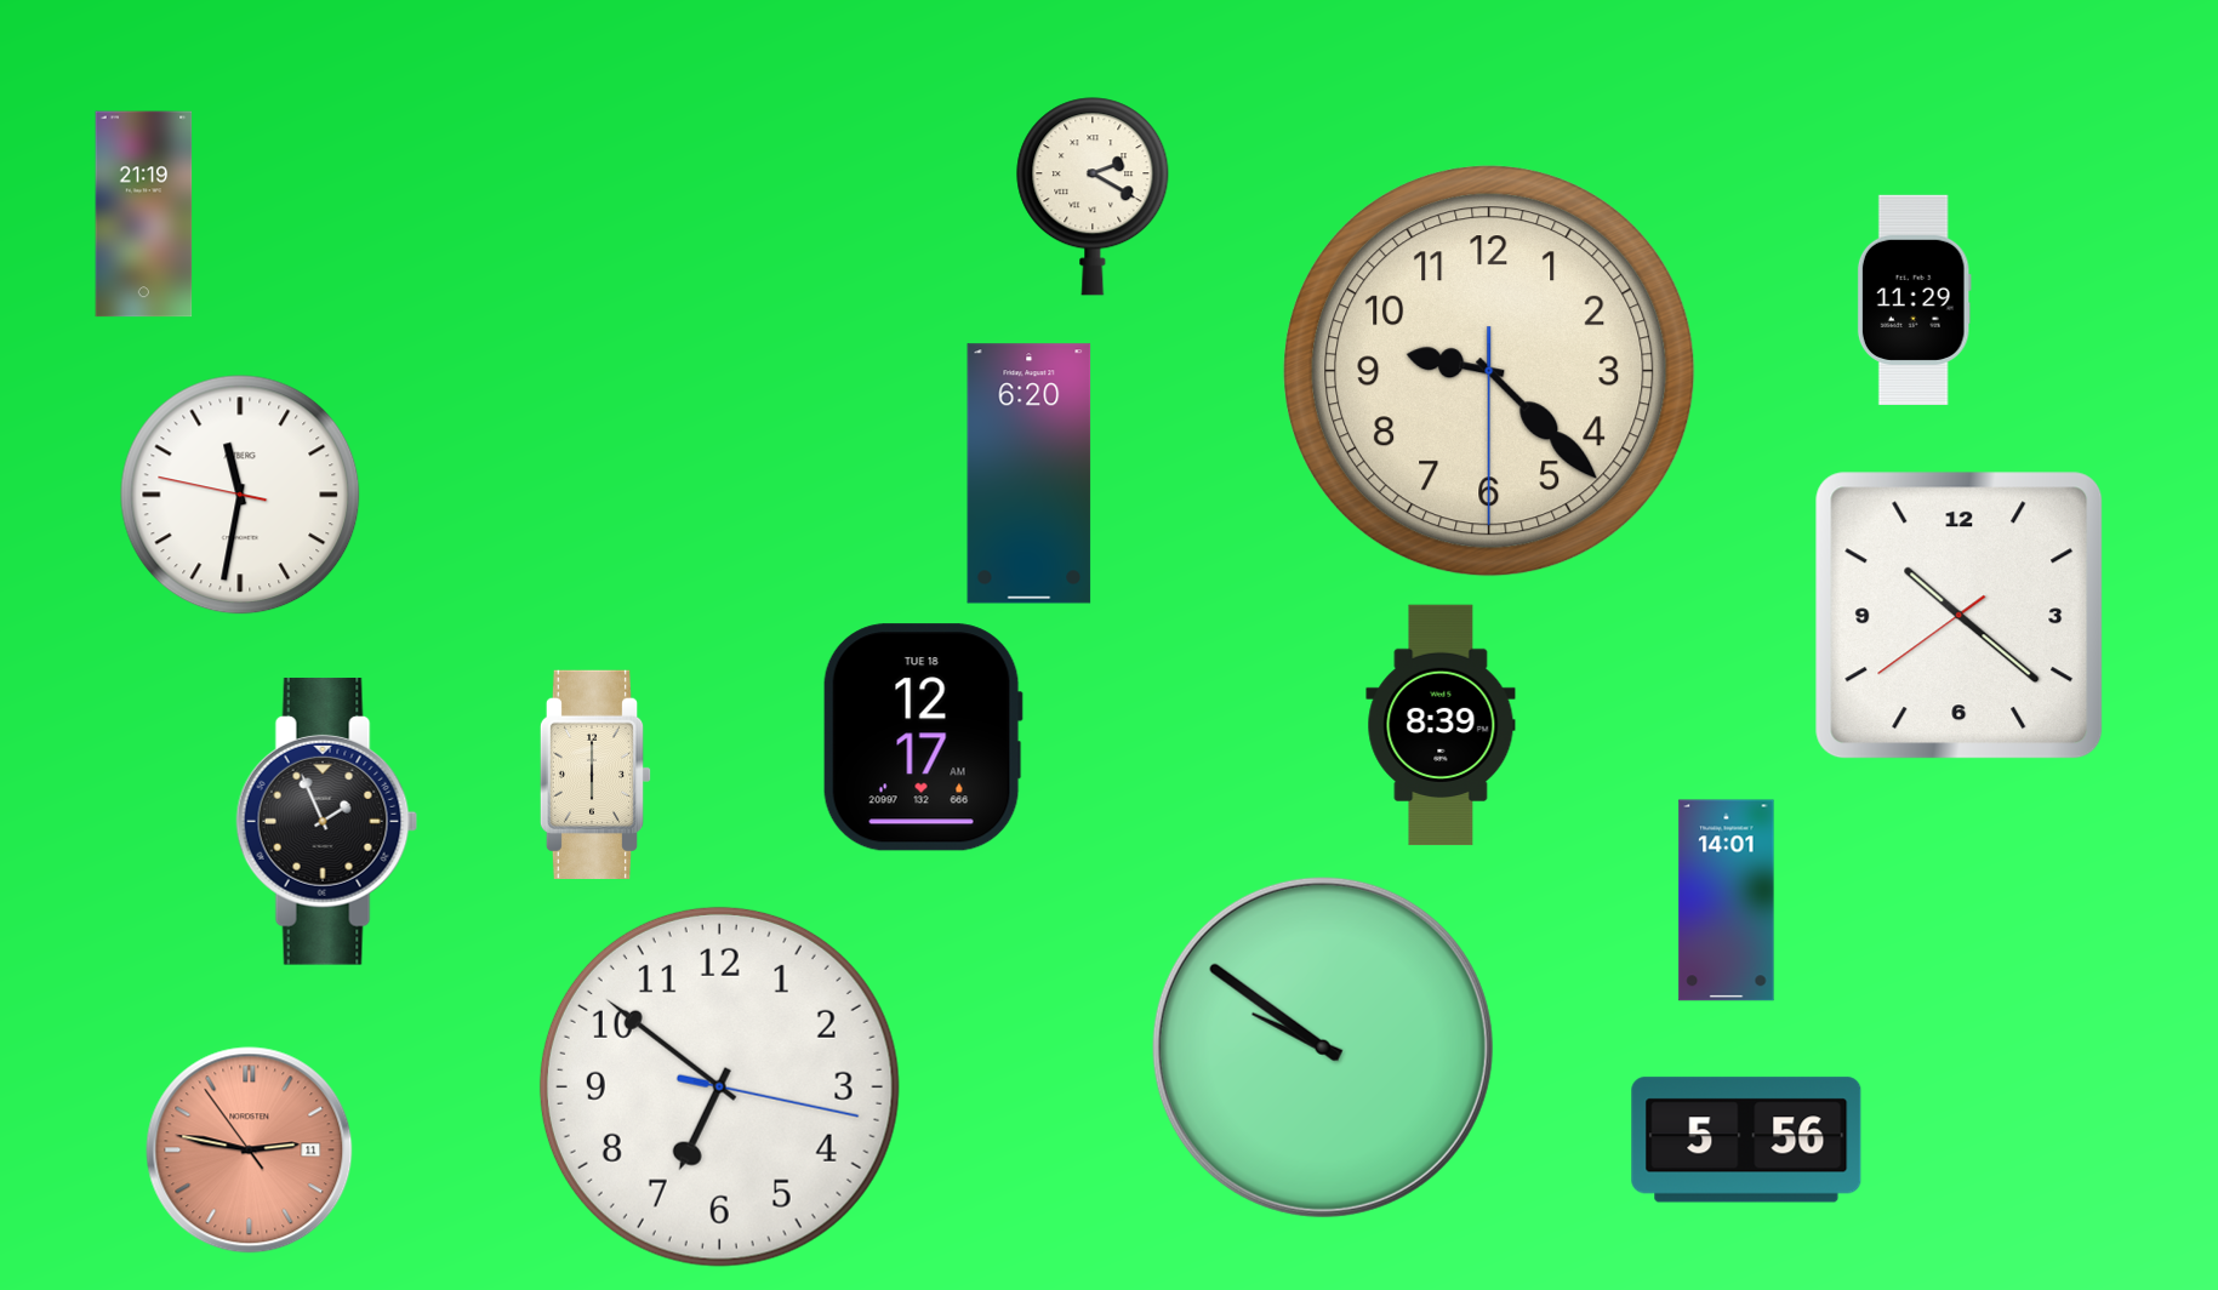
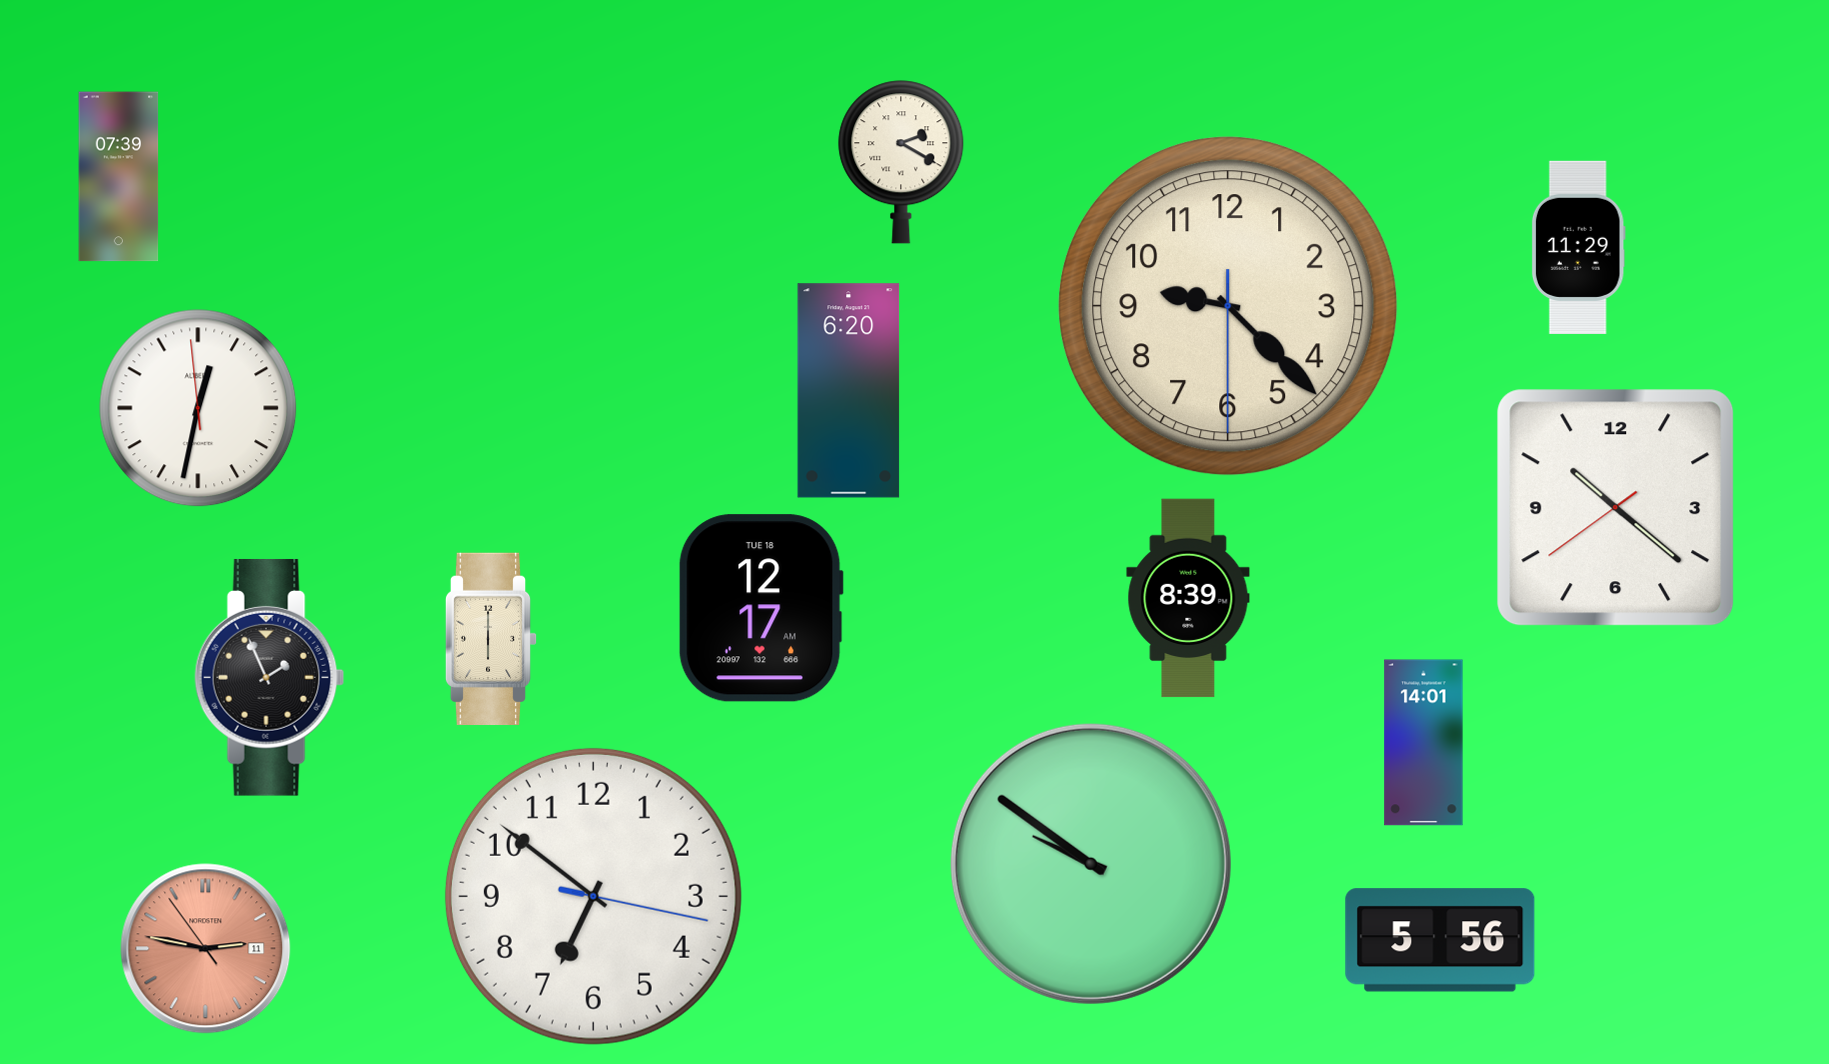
clock at (144, 215): 21:19 -> 07:39
clock at (240, 495): 11:31 -> 12:31
